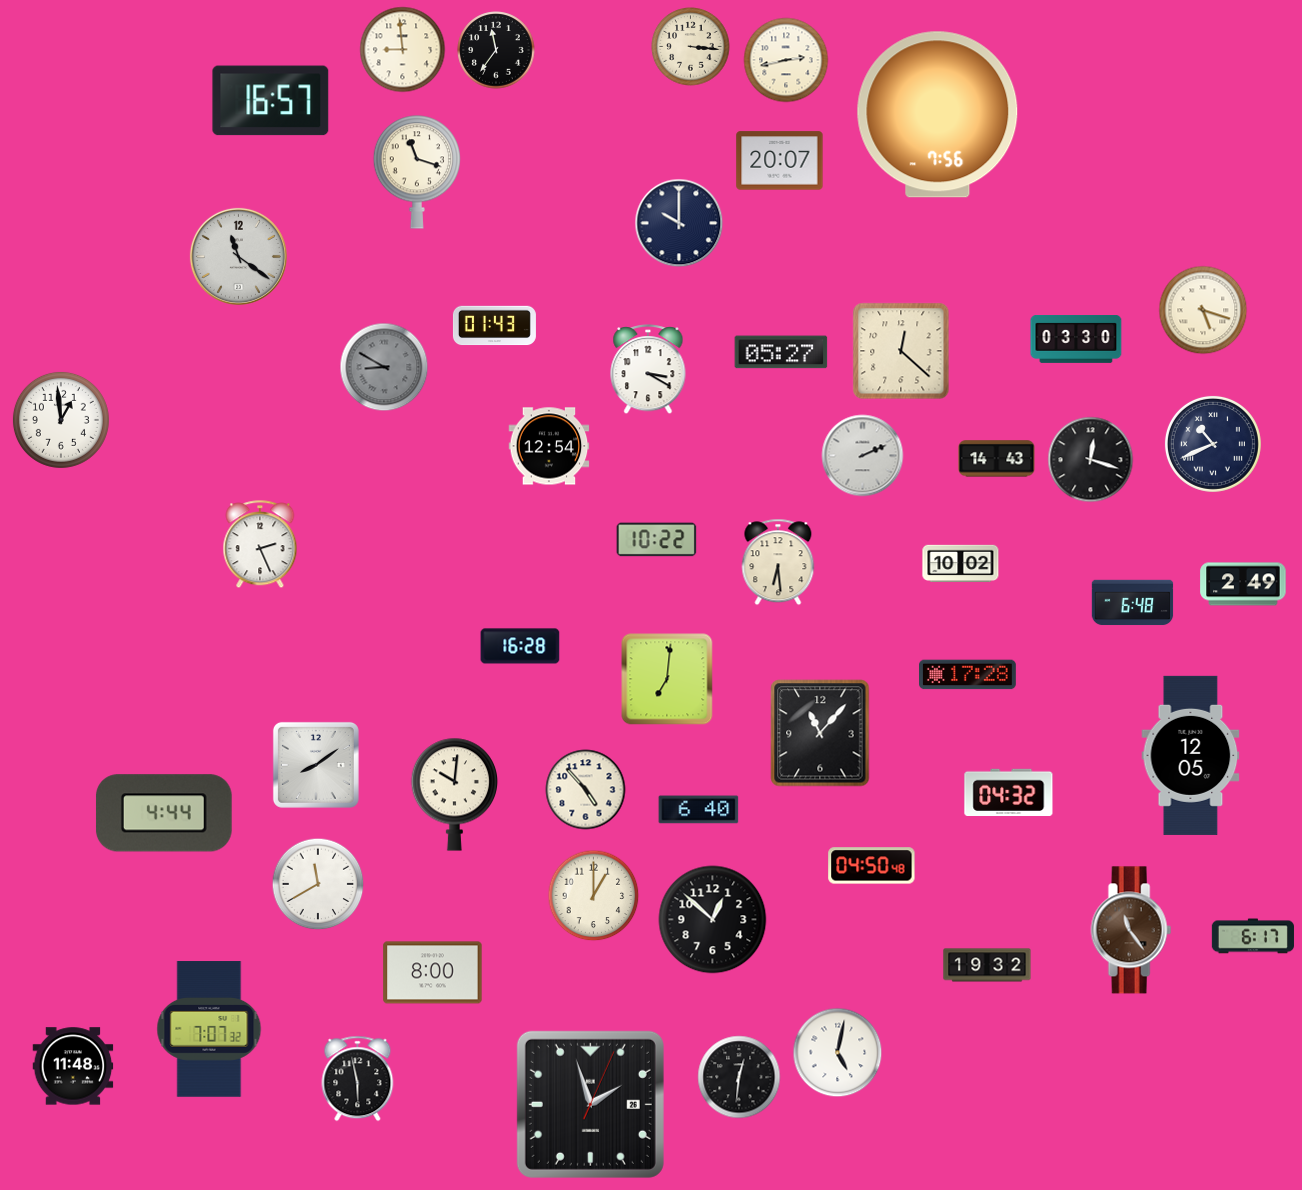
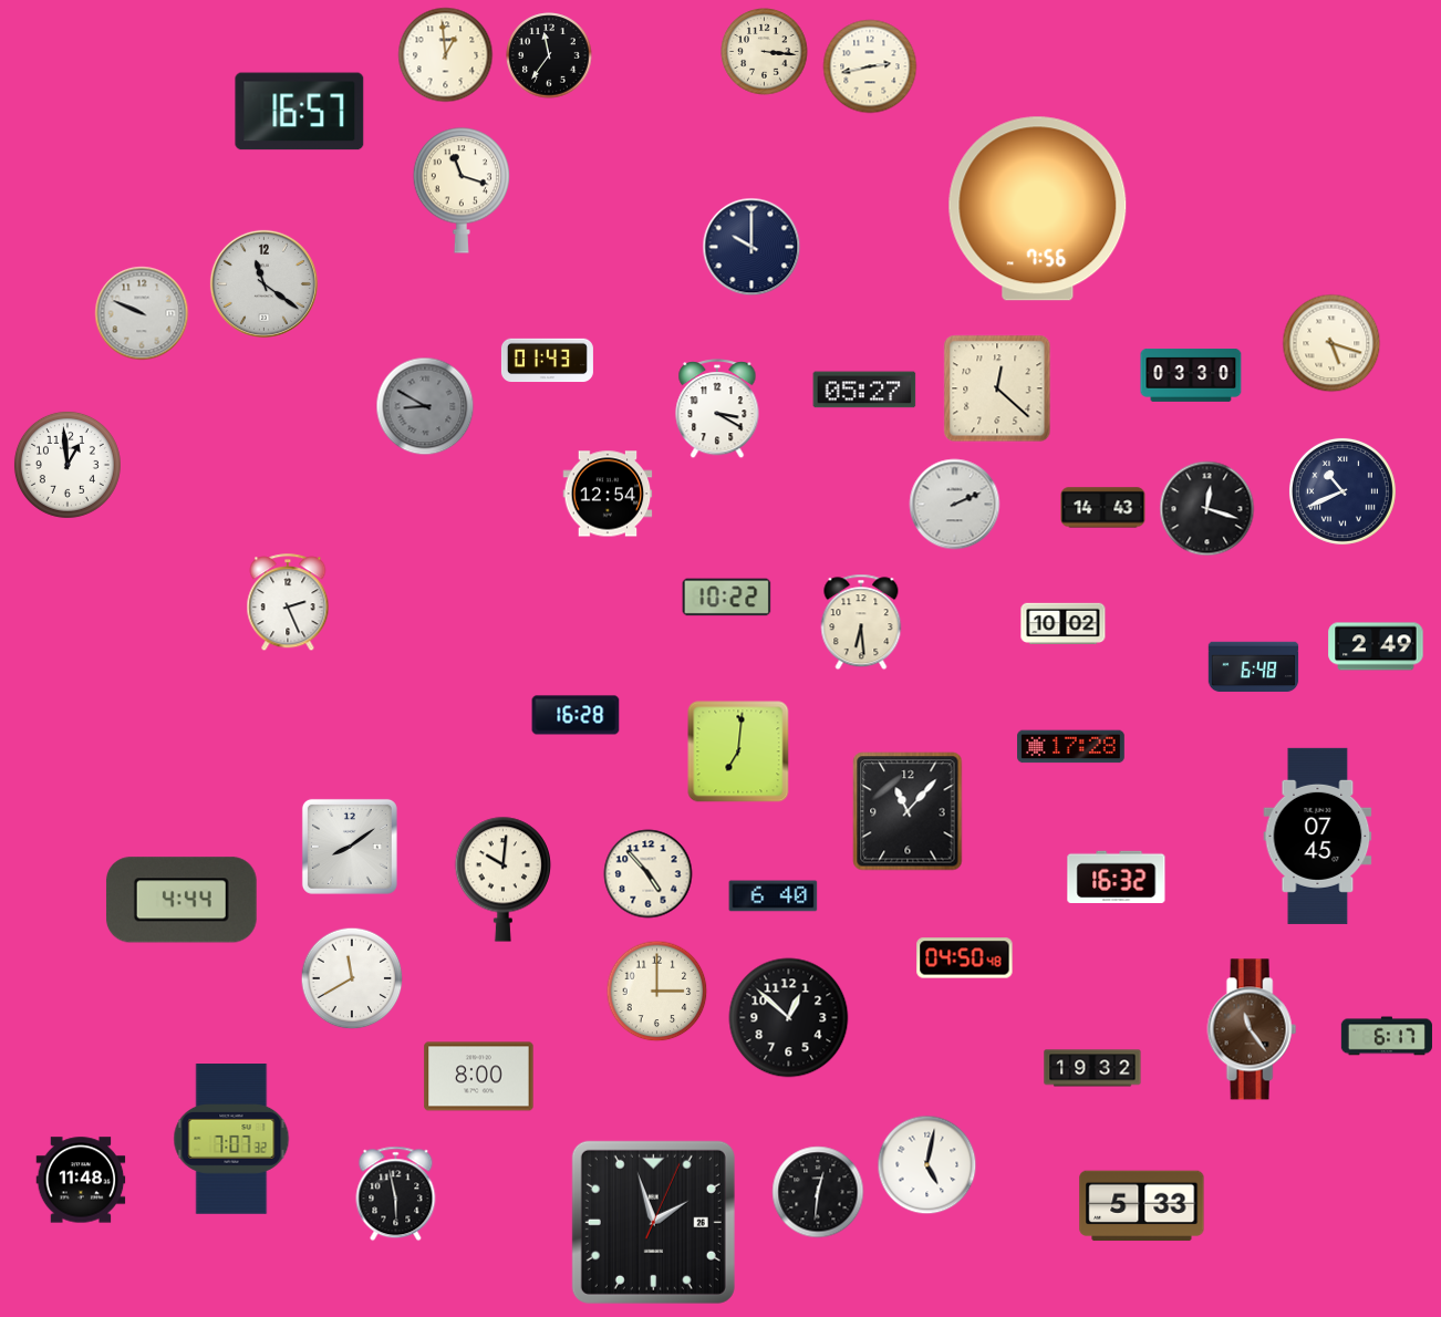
clock at (403, 50): 8:59 -> 12:59
clock at (938, 115) position: (938, 115) -> (1038, 209)
clock at (780, 161): 20:07 -> none
clock at (142, 313): none -> 9:49
clock at (1191, 755): 12:05 -> 07:45
clock at (1009, 792): 04:32 -> 16:32
clock at (594, 896): 1:00 -> 3:00
clock at (1142, 1206): none -> 5:33
